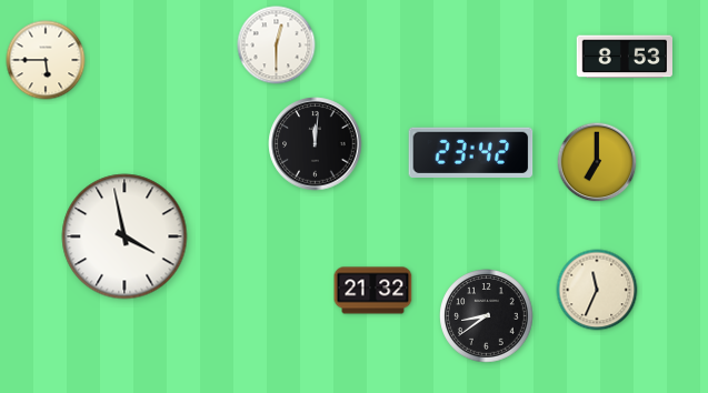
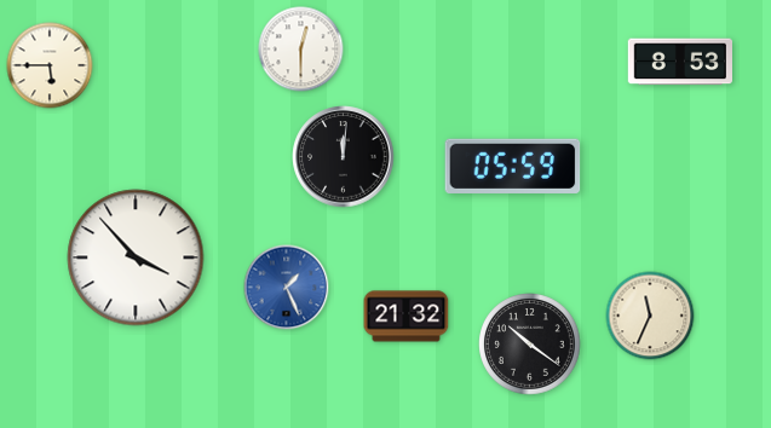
clock at (471, 152): 23:42 -> 05:59
clock at (597, 162): 7:00 -> none
clock at (124, 236): 3:58 -> 3:53
clock at (287, 288): none -> 1:26
clock at (487, 316): 8:39 -> 10:21
